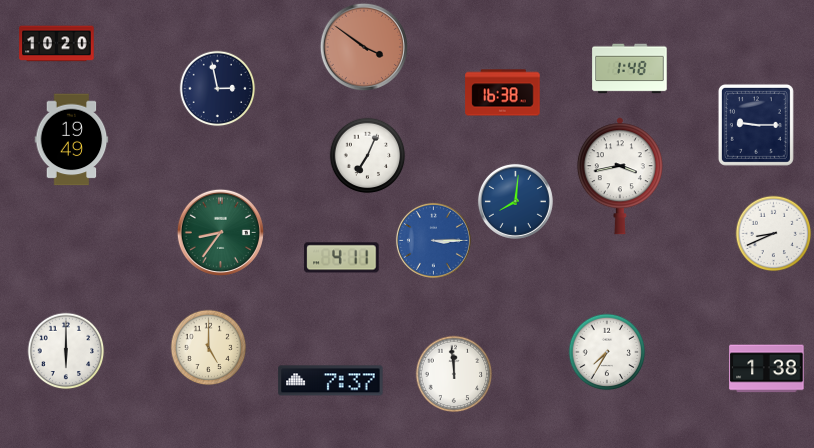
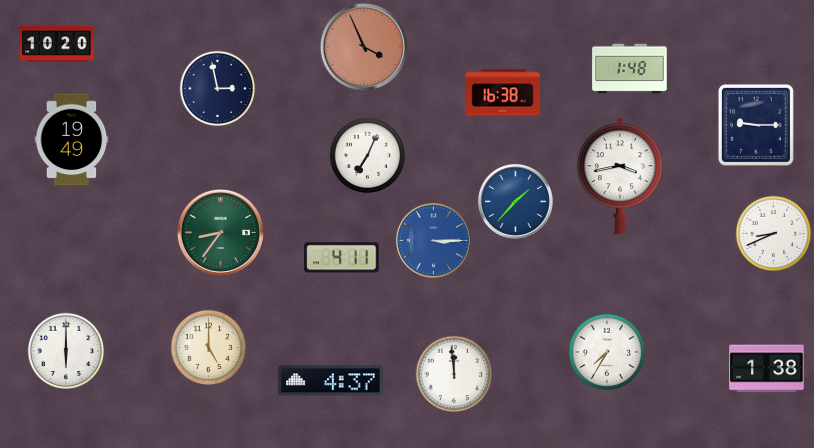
clock at (364, 47): 3:51 -> 3:56
clock at (515, 201): 8:01 -> 1:37
clock at (331, 381): 7:37 -> 4:37
